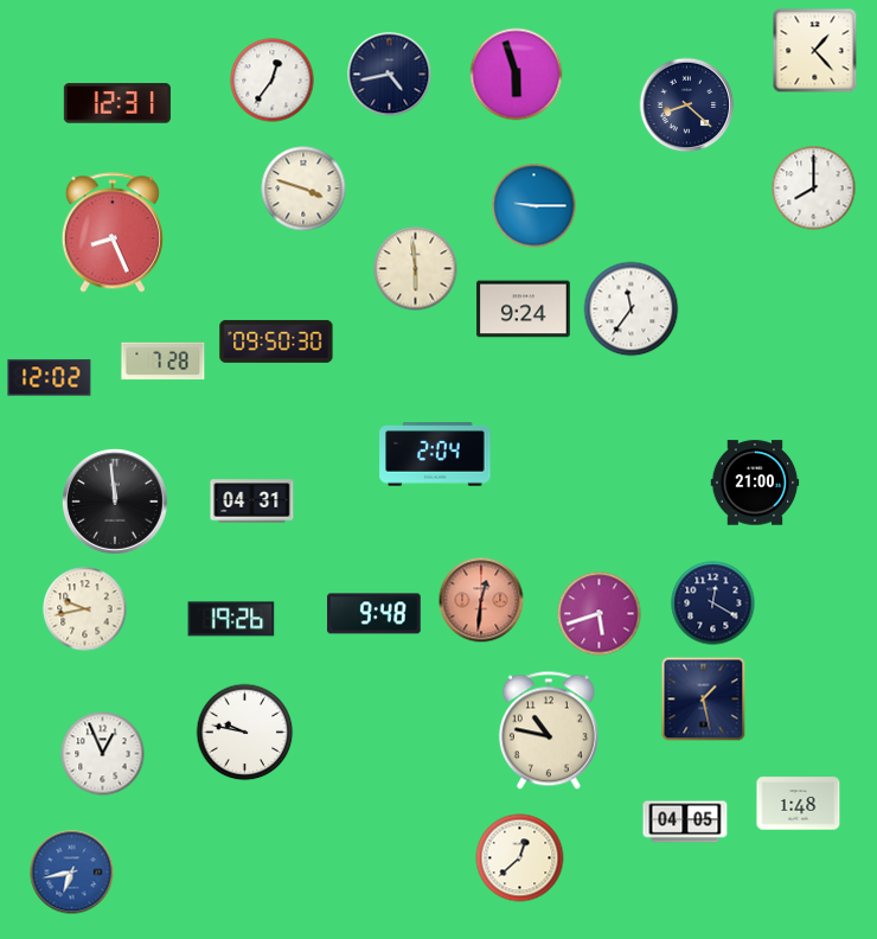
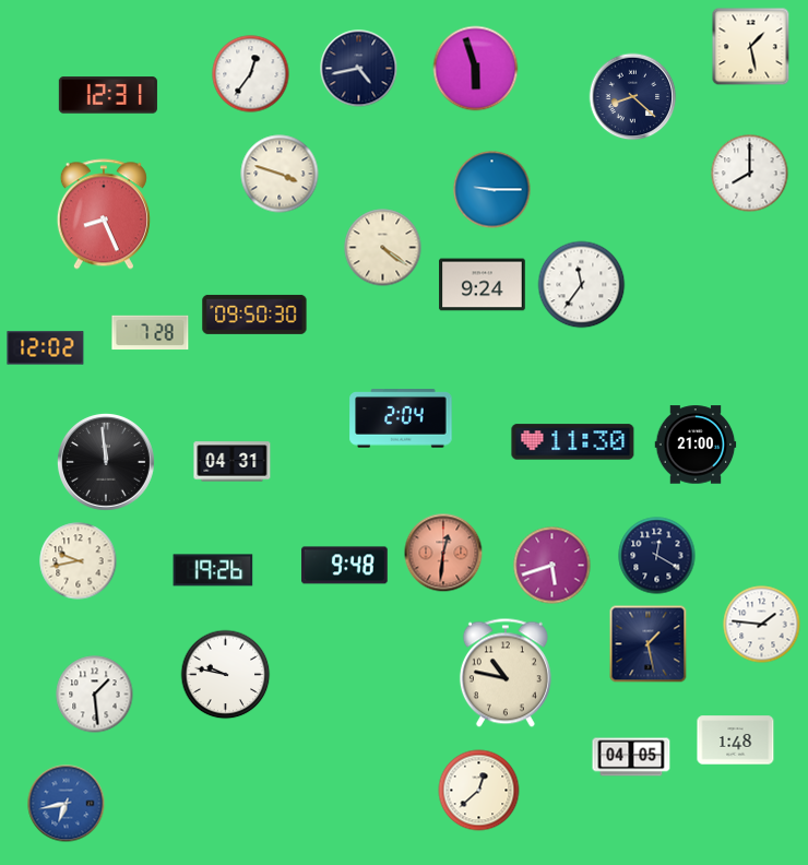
clock at (815, 51): 1:23 -> 1:28
clock at (416, 269): 5:59 -> 4:21
clock at (573, 442): none -> 11:30
clock at (762, 625): none -> 1:46
clock at (103, 754): 12:56 -> 1:29
